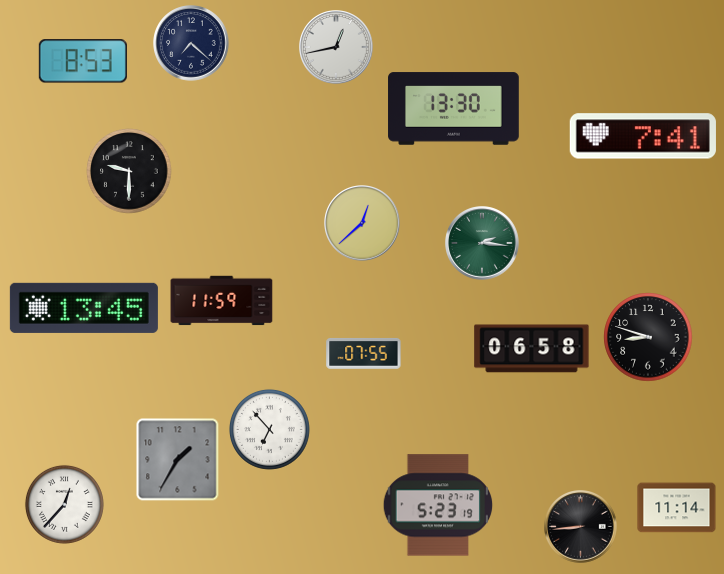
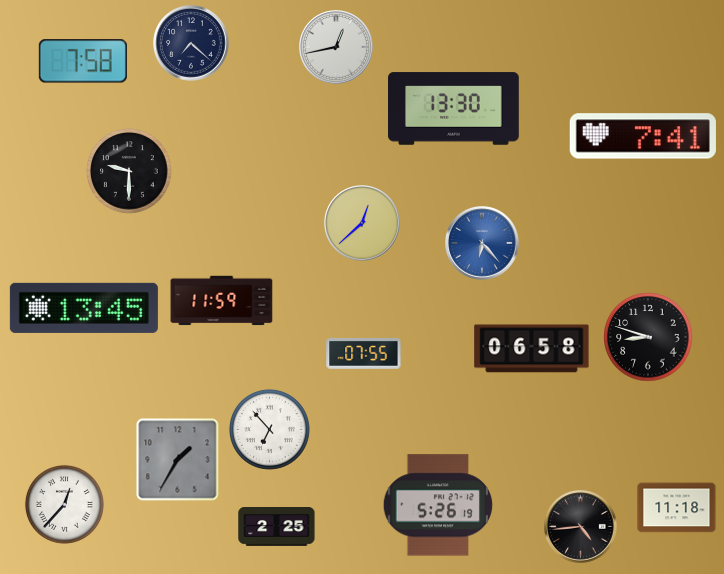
clock at (83, 61): 8:53 -> 7:58
clock at (482, 243): 2:16 -> 6:23
clock at (482, 243) dial: green -> blue
clock at (438, 505): 5:23 -> 5:26
clock at (677, 508): 11:14 -> 11:18
clock at (277, 527): none -> 2:25
clock at (581, 527): 8:44 -> 4:44
